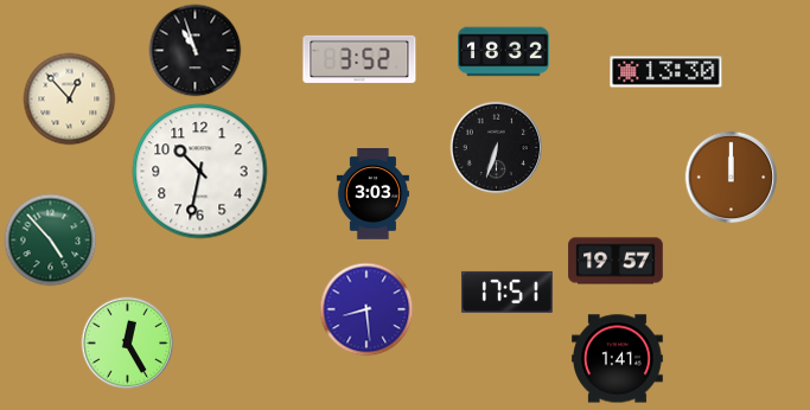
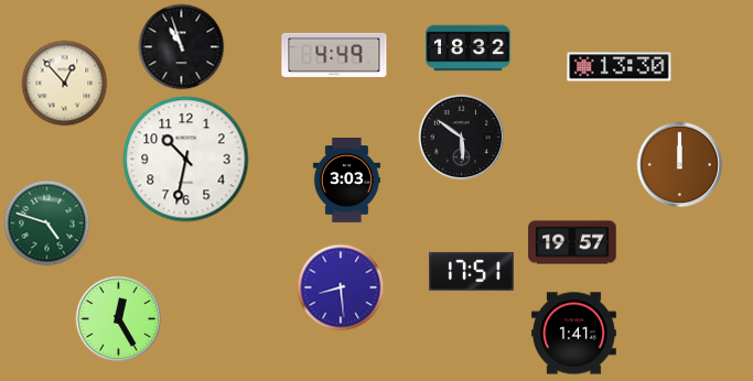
clock at (359, 59): 3:52 -> 4:49
clock at (69, 98) position: (69, 98) -> (64, 83)
clock at (496, 147): 6:33 -> 5:51
clock at (50, 239): 4:53 -> 4:48
